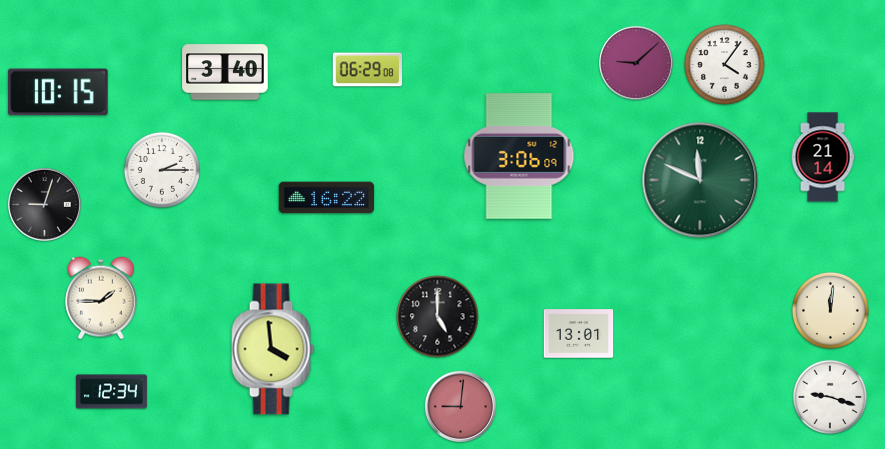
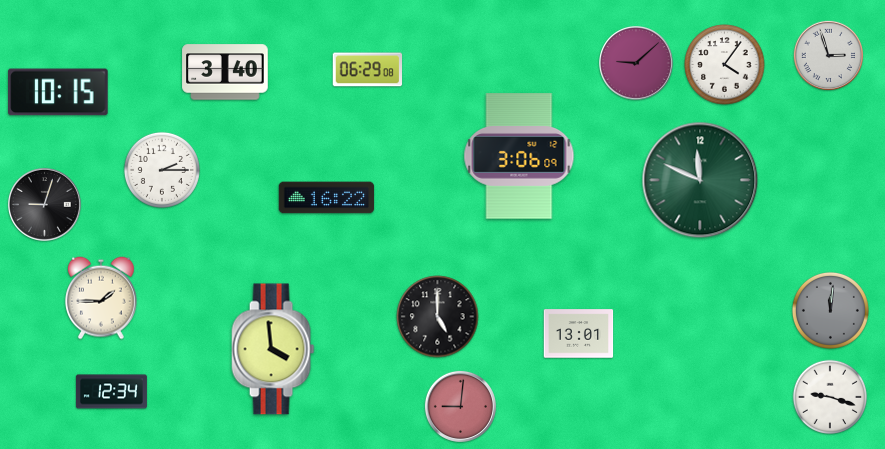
clock at (828, 55): none -> 2:57
clock at (823, 157): 21:14 -> none
clock at (830, 310) dial: cream -> grey
